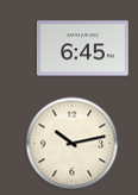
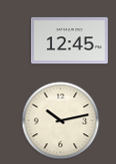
clock at (83, 49): 6:45 -> 12:45
